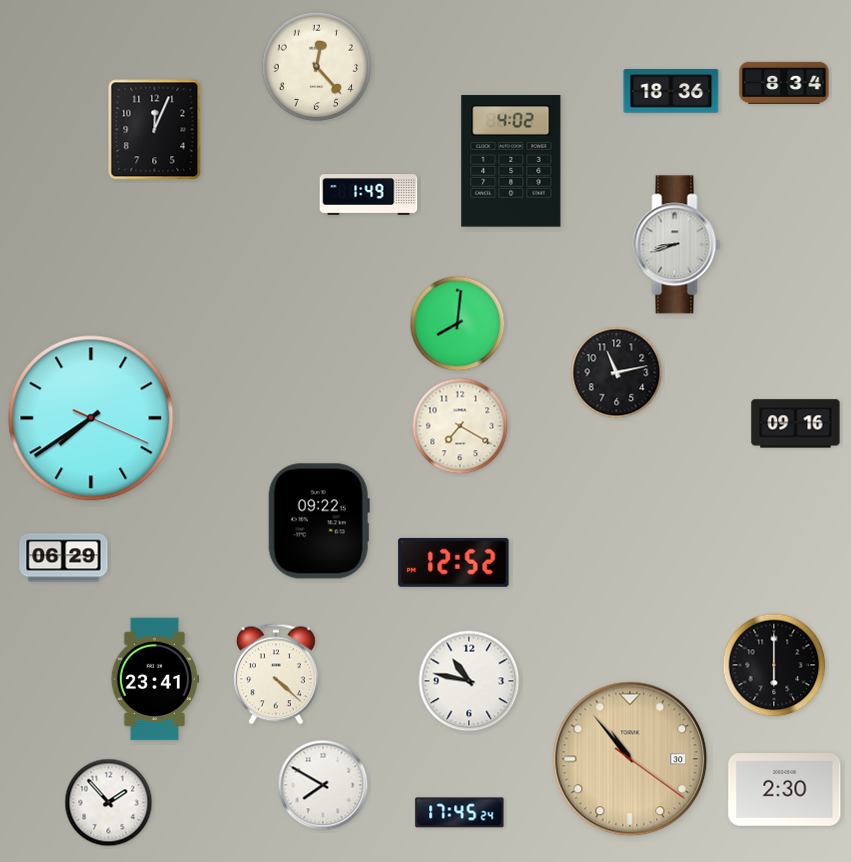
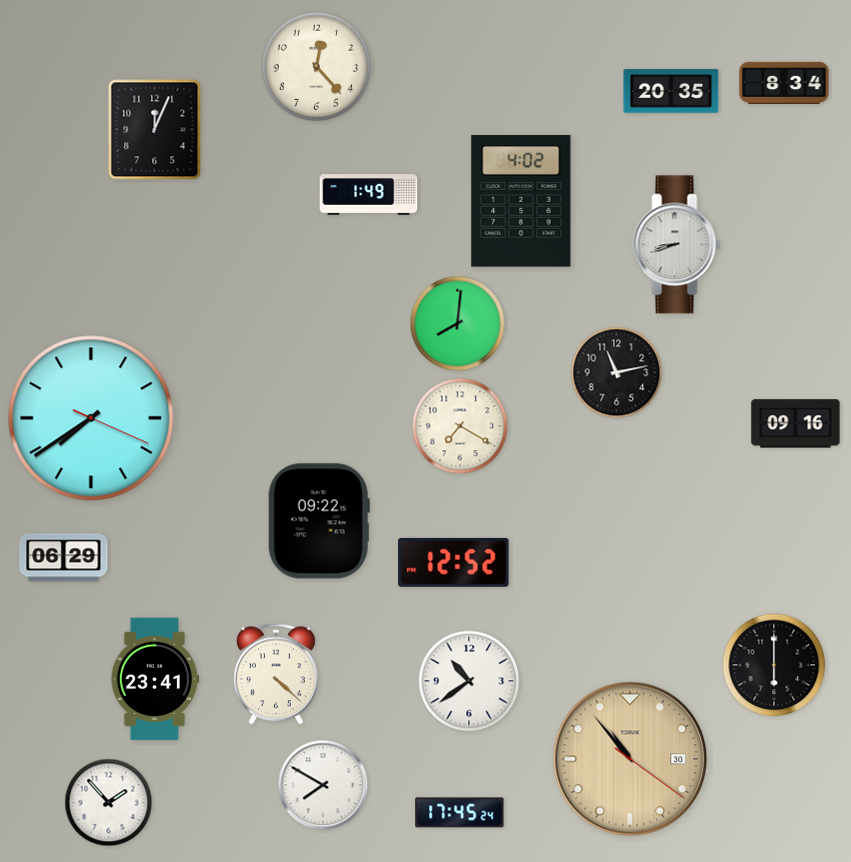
clock at (671, 91): 18:36 -> 20:35
clock at (511, 161) position: (511, 161) -> (521, 201)
clock at (469, 681): 10:47 -> 10:39
clock at (785, 790): 2:30 -> none
